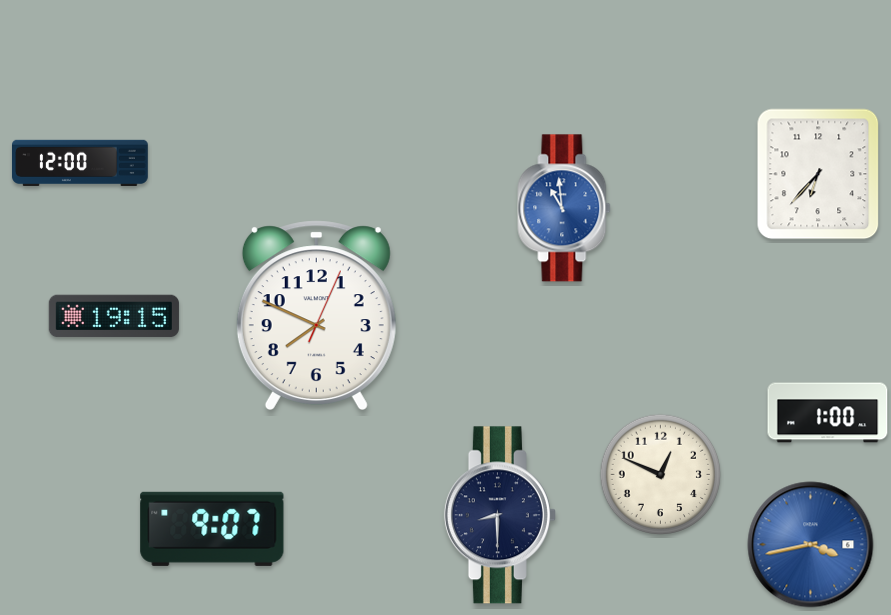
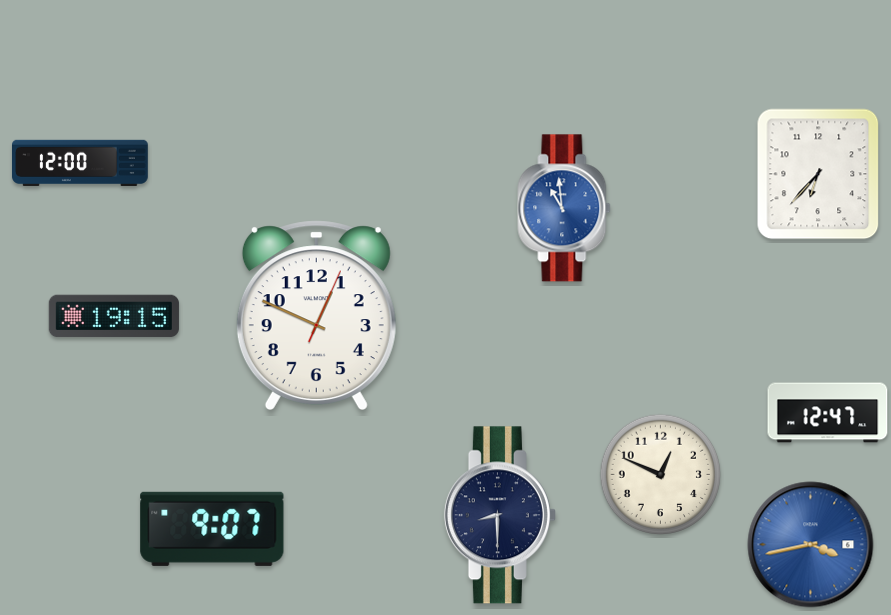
clock at (316, 315): 7:49 -> 12:49
clock at (828, 413): 1:00 -> 12:47
